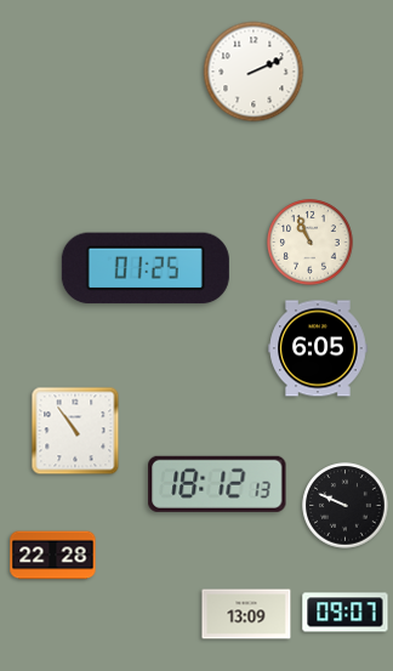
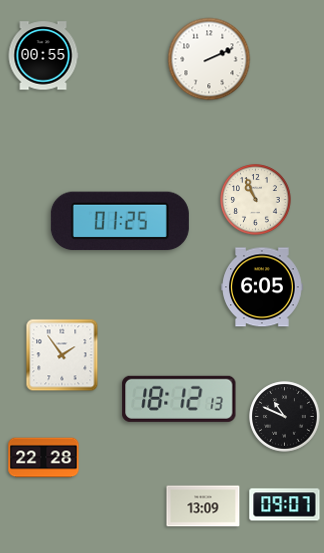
clock at (43, 56): none -> 00:55
clock at (75, 431): 10:54 -> 1:54
clock at (346, 506): 9:49 -> 10:49
